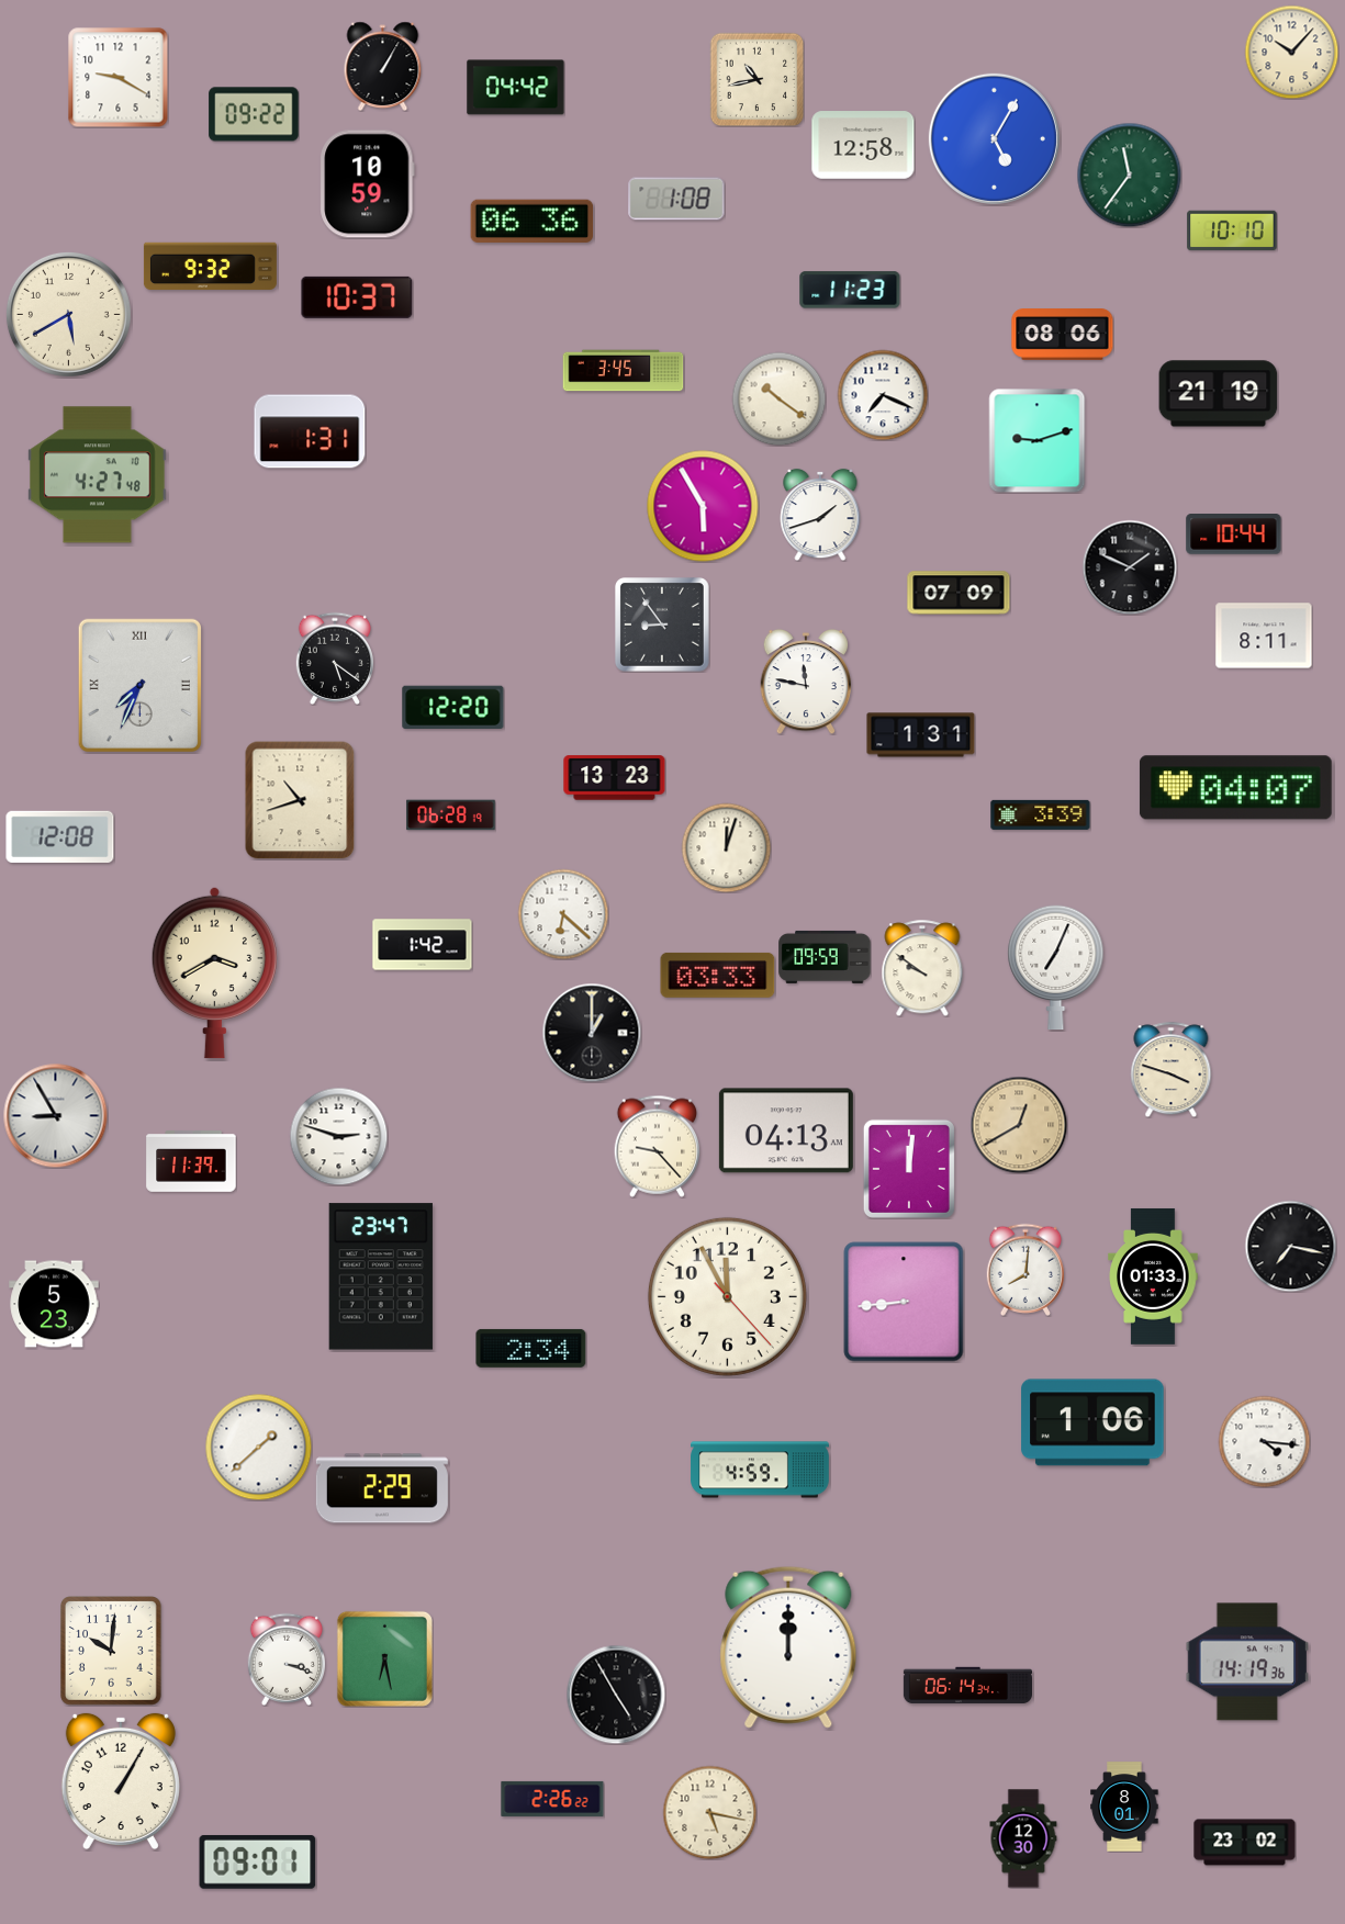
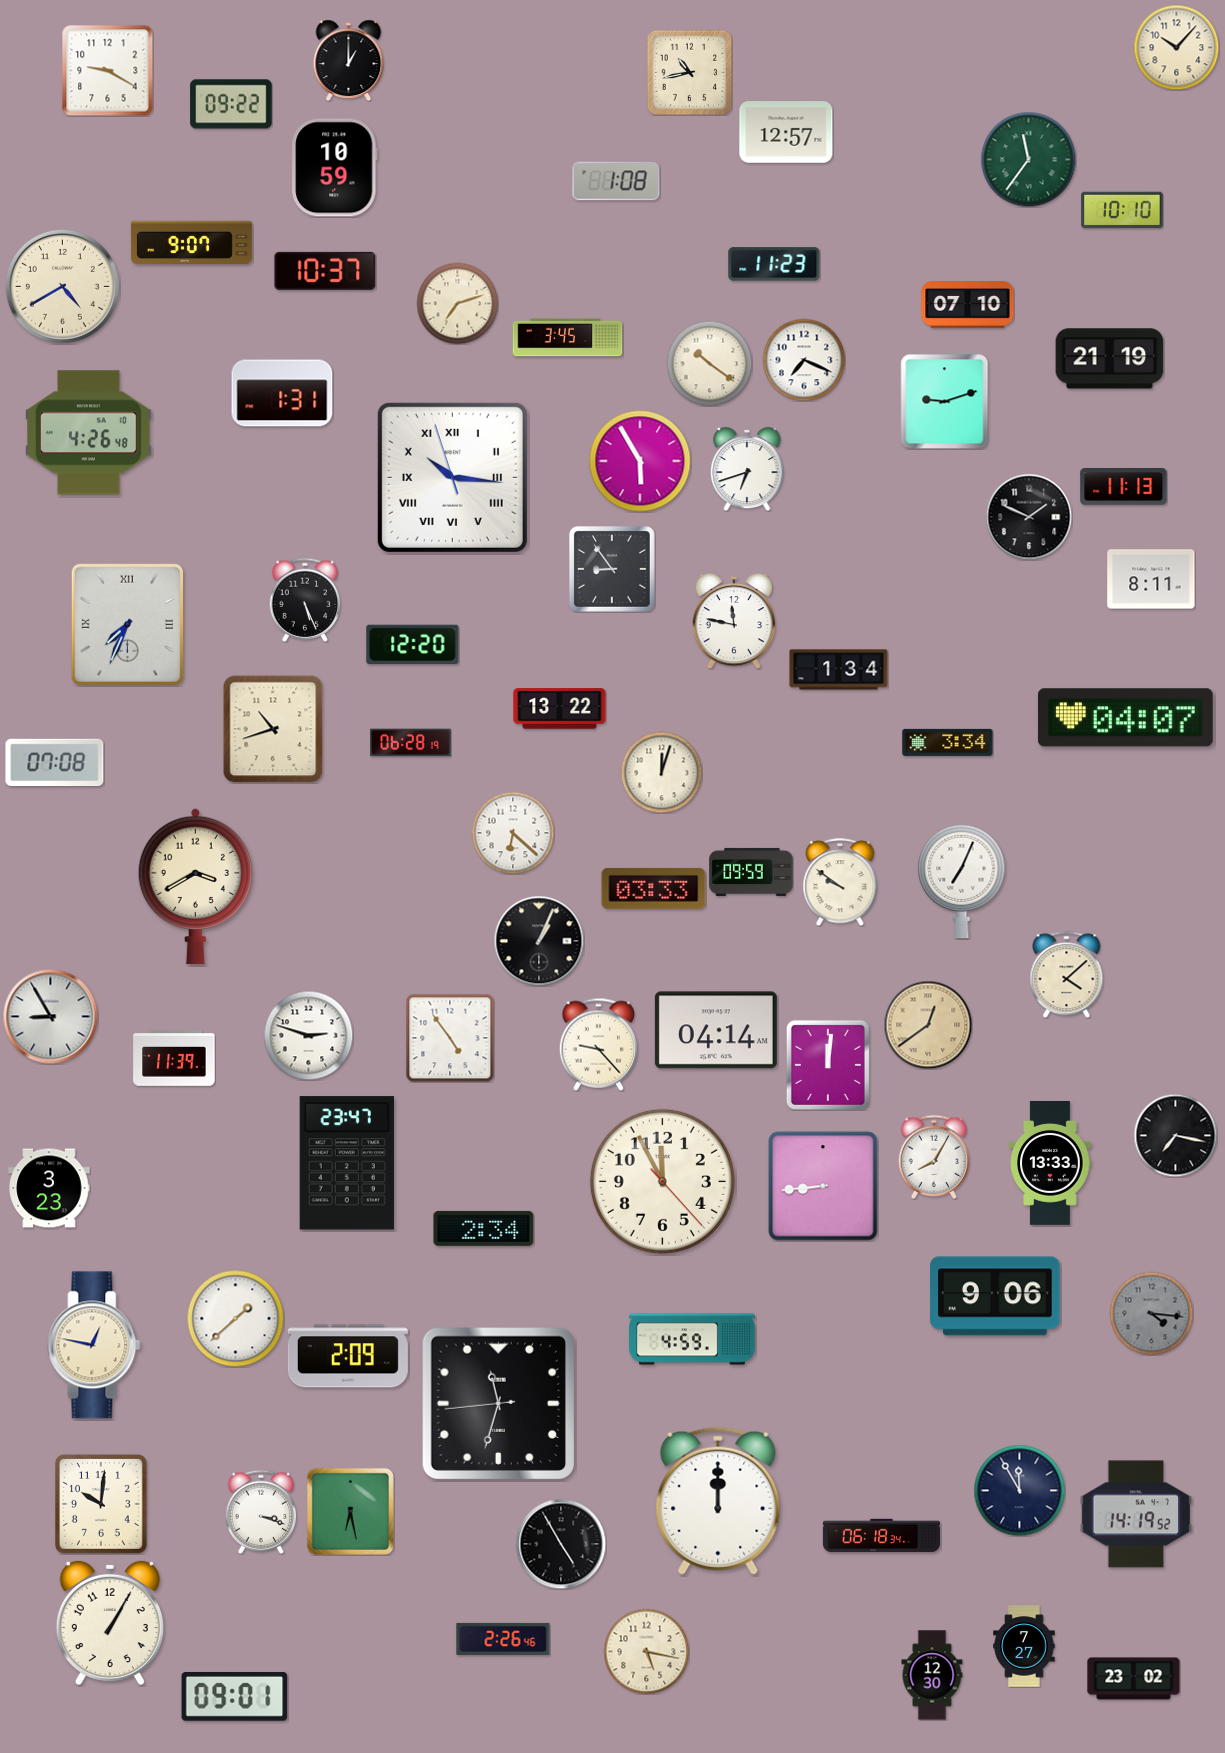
clock at (383, 66): 1:05 -> 1:00
clock at (516, 88): 04:42 -> none
clock at (994, 138): 5:05 -> none
clock at (863, 145): 12:58 -> 12:57
clock at (533, 221): 06:36 -> none
clock at (210, 267): 9:32 -> 9:07
clock at (68, 314): 5:40 -> 4:40
clock at (457, 303): none -> 7:12
clock at (1063, 335): 08:06 -> 07:10
clock at (98, 475): 4:27 -> 4:26
clock at (820, 515): 1:42 -> 6:42
clock at (452, 477): none -> 10:15
clock at (1234, 535): 10:44 -> 11:13
clock at (959, 593): 07:09 -> none
clock at (663, 626) position: (663, 626) -> (613, 570)
clock at (335, 659): 5:21 -> 5:26
clock at (921, 735): 1:31 -> 1:34
clock at (615, 778): 13:23 -> 13:22
clock at (1041, 814): 3:39 -> 3:34
clock at (60, 836): 12:08 -> 07:08
clock at (423, 945): 1:42 -> none
clock at (592, 1033): 1:00 -> 1:04
clock at (1172, 1069): 3:48 -> 4:08
clock at (1019, 1125): 12:40 -> 12:39
clock at (786, 1130): 04:13 -> 04:14
clock at (450, 1038): none -> 4:54
clock at (1025, 1270): 8:01 -> 8:05
clock at (1153, 1276): 01:33 -> 13:33
clock at (54, 1304): 5:23 -> 3:23
clock at (1092, 1422): 1:06 -> 9:06
clock at (1264, 1441) dial: white -> grey
clock at (94, 1345): none -> 12:47
clock at (382, 1488): 2:29 -> 2:09
clock at (498, 1403): none -> 11:32
clock at (1019, 1490): none -> 11:55
clock at (1247, 1662): 14:19:36 -> 14:19:52
clock at (967, 1686): 06:14 -> 06:18
clock at (552, 1799): 2:26:22 -> 2:26:46
clock at (1124, 1807): 8:01 -> 7:27
